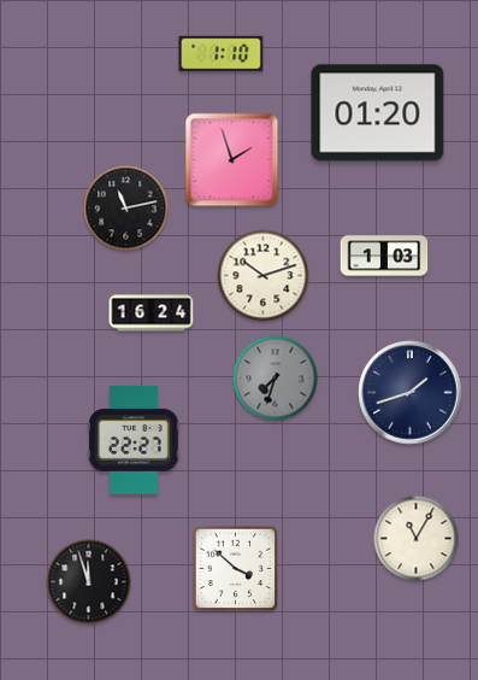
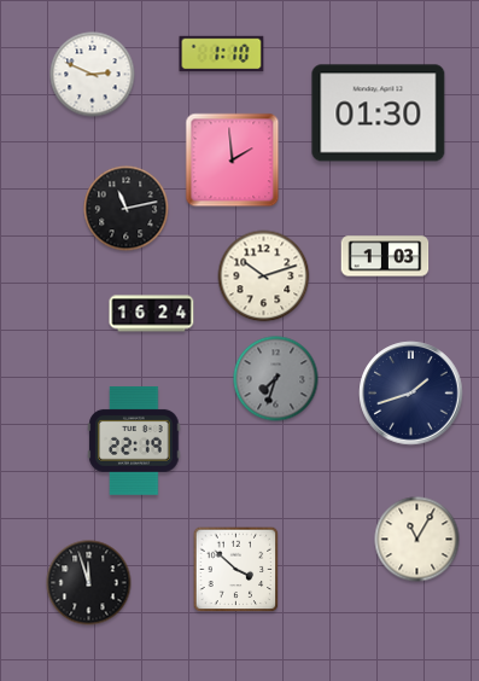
clock at (93, 75): none -> 2:49
clock at (378, 113): 01:20 -> 01:30
clock at (232, 160): 1:57 -> 1:59
clock at (134, 440): 22:27 -> 22:19
